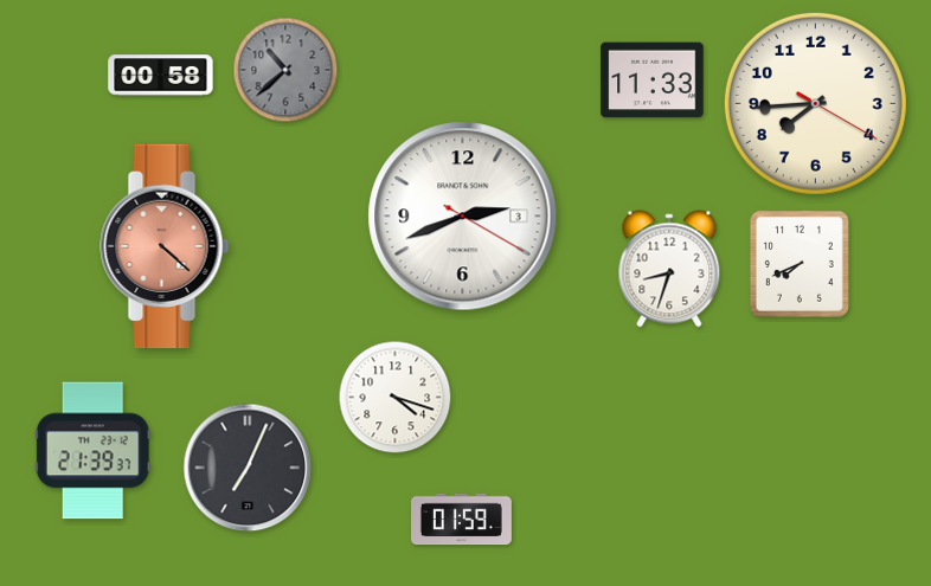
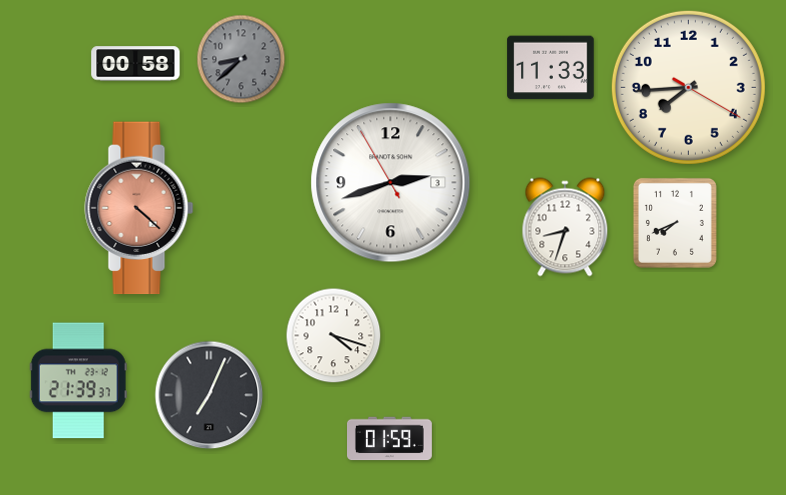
clock at (285, 70): 10:38 -> 8:38
clock at (463, 217): 2:41:20 -> 2:41:55
